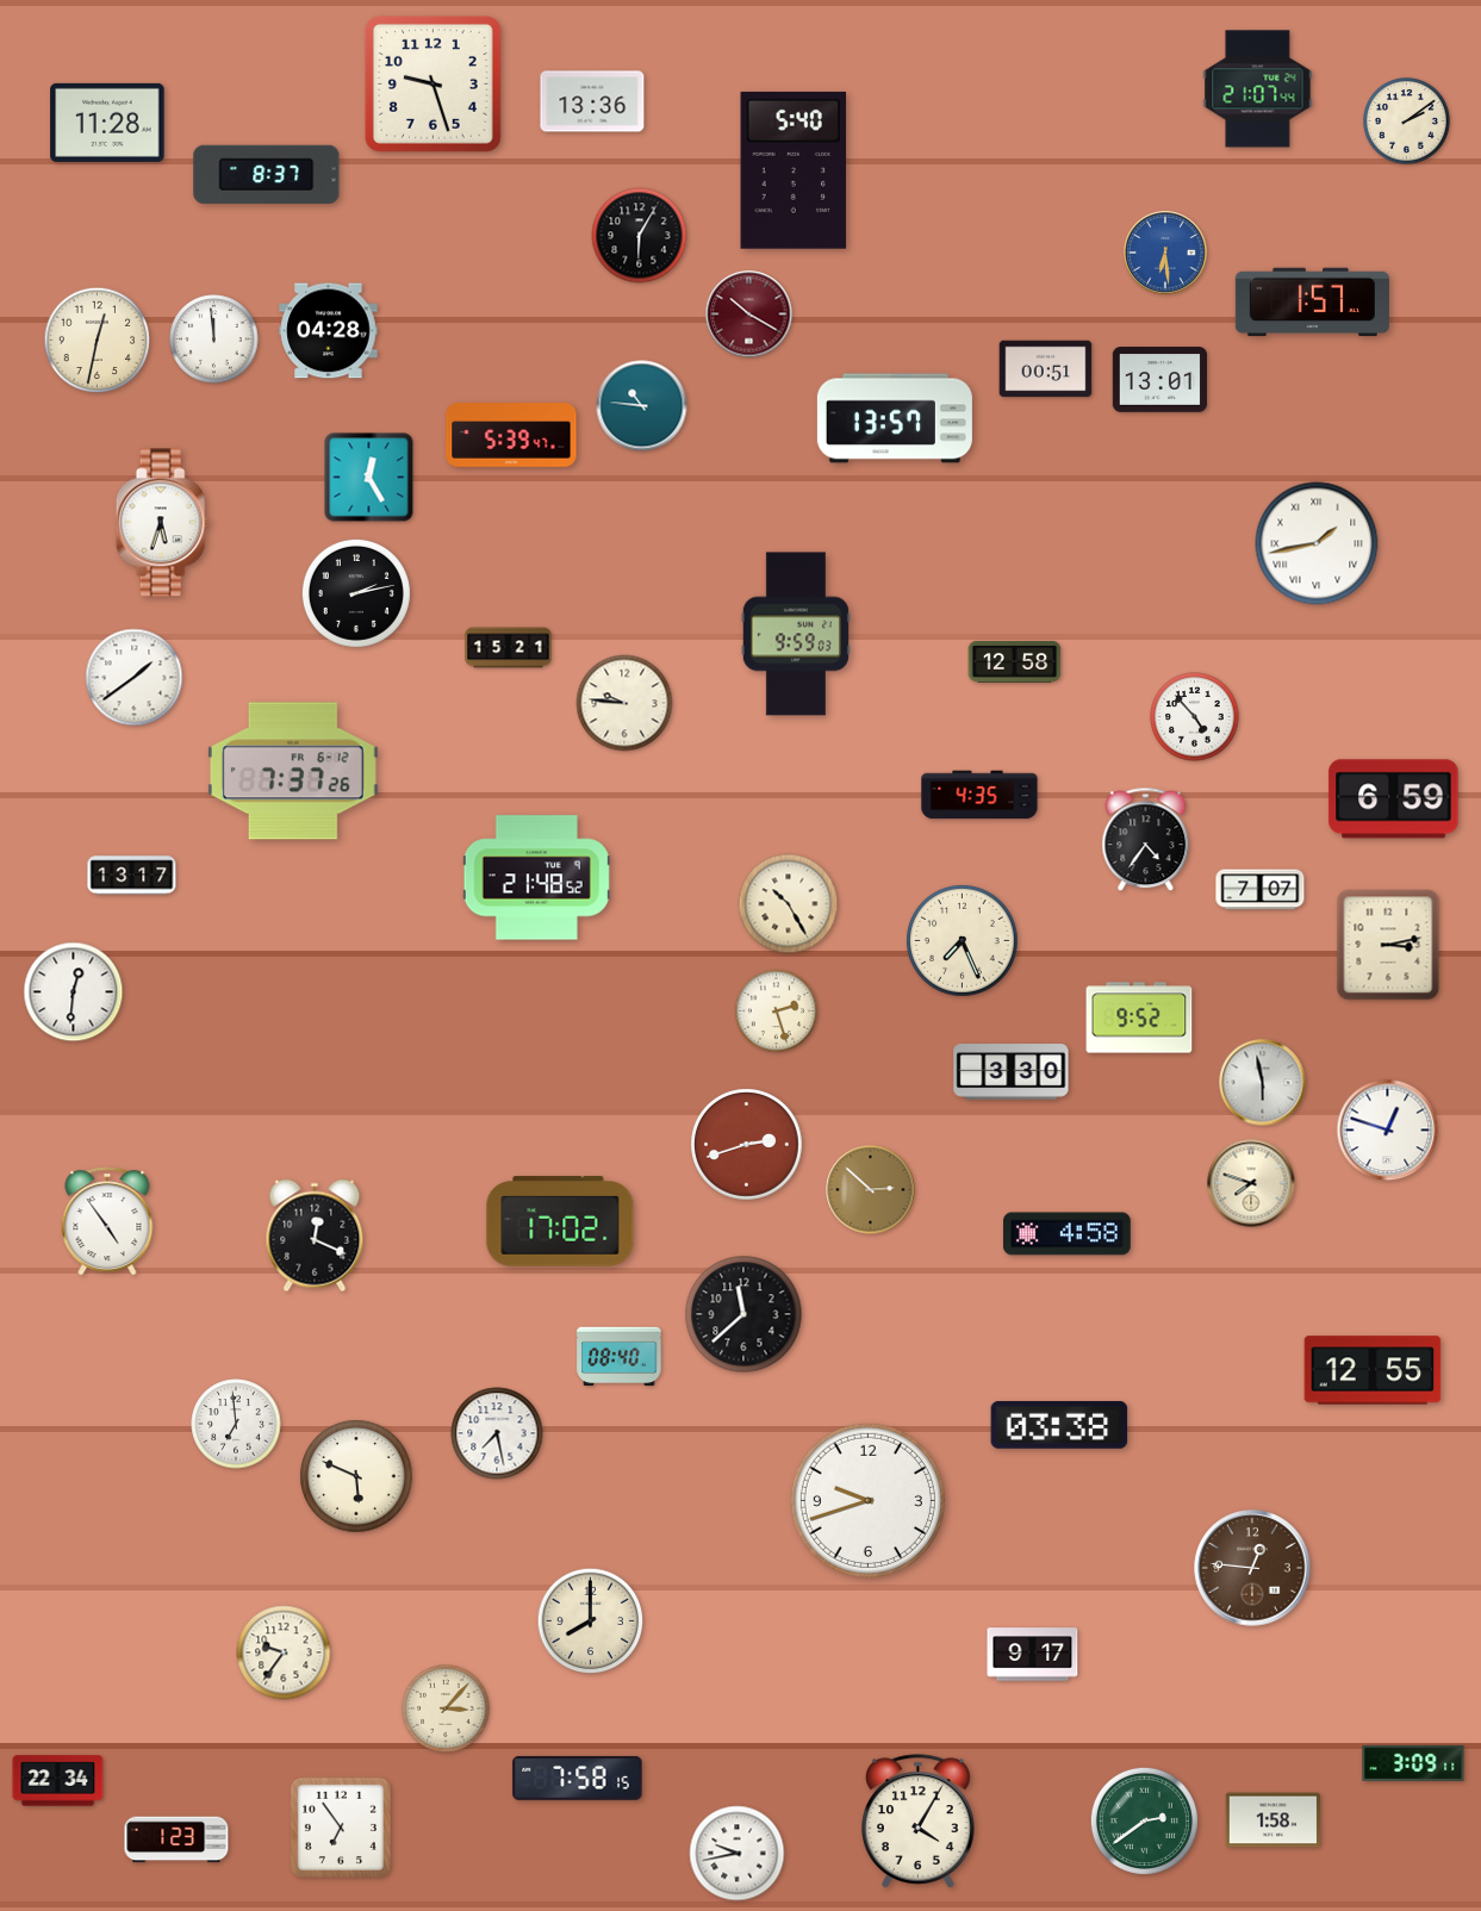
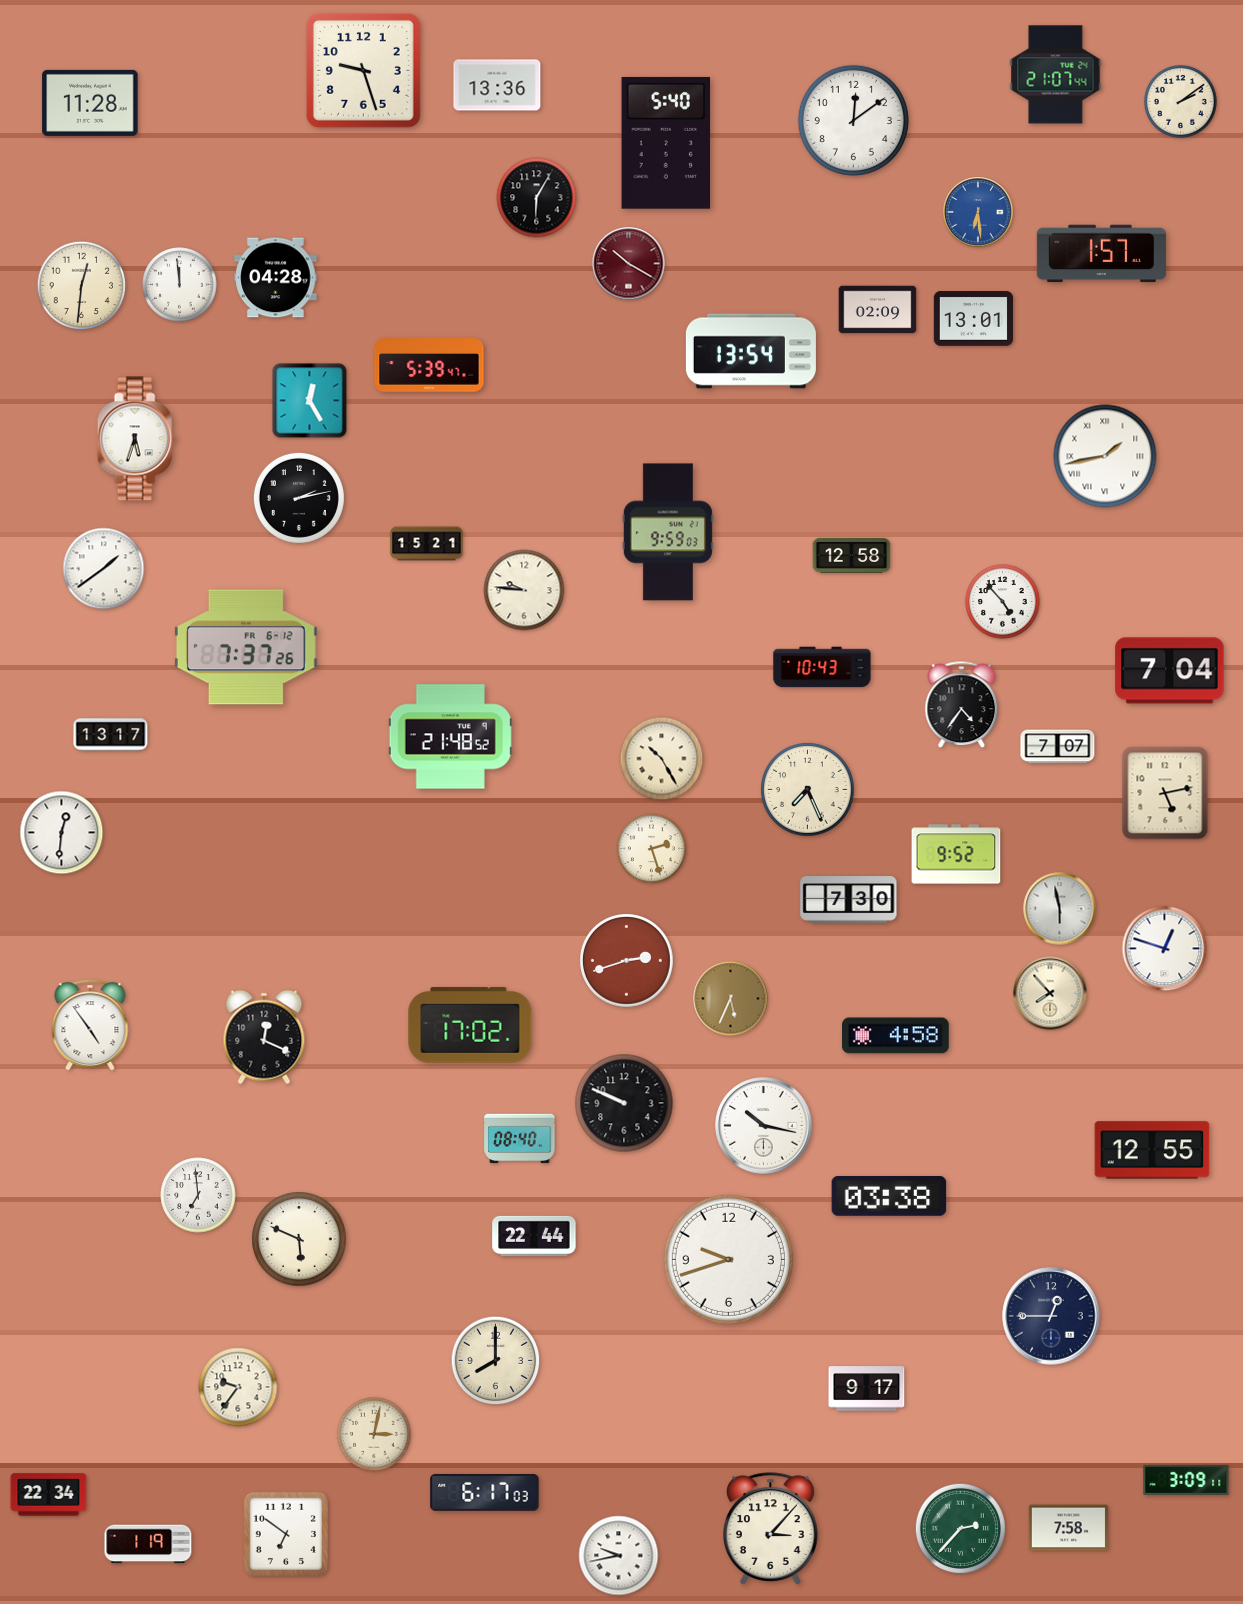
clock at (853, 120): none -> 12:09
clock at (267, 174): 8:37 -> none
clock at (98, 341): 12:32 -> 12:31
clock at (1046, 369): 00:51 -> 02:09
clock at (642, 406): 10:46 -> none
clock at (895, 418): 13:57 -> 13:54
clock at (135, 678) position: (135, 678) -> (104, 569)
clock at (979, 795): 4:35 -> 10:43
clock at (1394, 799): 6:59 -> 7:04
clock at (1388, 945): 3:13 -> 5:13
clock at (1012, 1072): 3:30 -> 7:30
clock at (1251, 1183): 7:48 -> 7:53
clock at (871, 1190): 2:52 -> 5:34
clock at (743, 1314): 11:38 -> 9:49
clock at (764, 1126): none -> 10:17
clock at (497, 1433): 7:28 -> none
clock at (534, 1236): none -> 22:44
clock at (1252, 1568): 12:46 -> 12:45
clock at (1252, 1568) dial: brown -> navy
clock at (446, 1708): 3:07 -> 3:02
clock at (578, 1778): 7:58 -> 6:17
clock at (1144, 1820): 2:39 -> 2:37
clock at (1272, 1820): 1:58 -> 7:58
clock at (919, 1822): 4:05 -> 3:07
clock at (341, 1828): 6:54 -> 6:51
clock at (176, 1840): 1:23 -> 1:19
